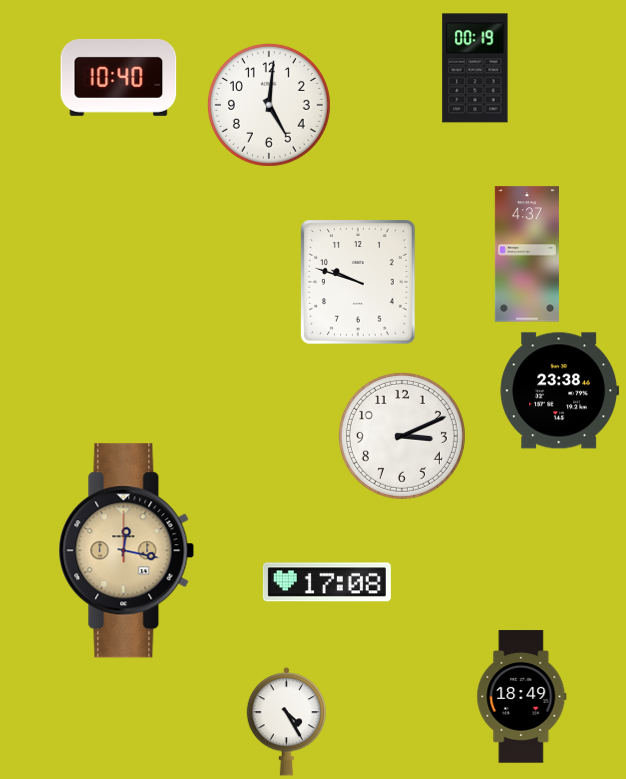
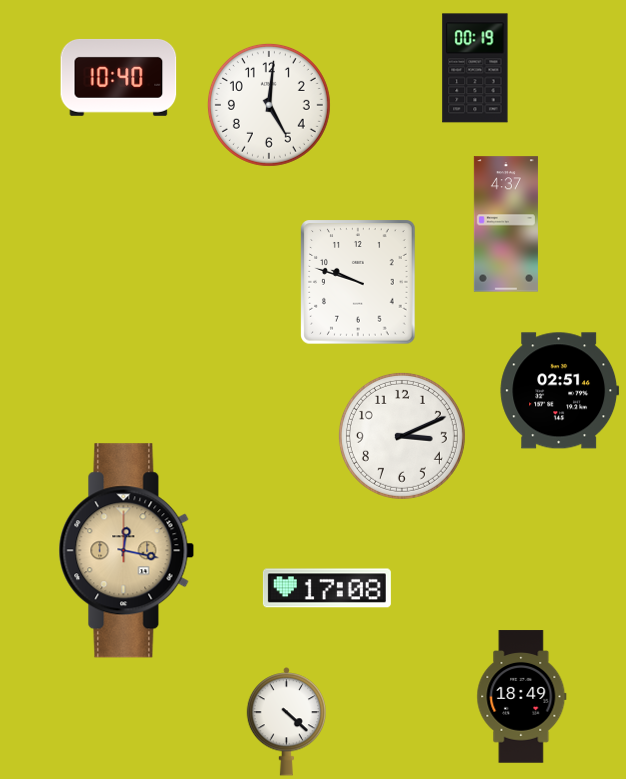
clock at (527, 254) position: (527, 254) -> (506, 224)
clock at (560, 391): 23:38 -> 02:51
clock at (327, 582) position: (327, 582) -> (327, 588)
clock at (286, 722): 4:25 -> 4:22
